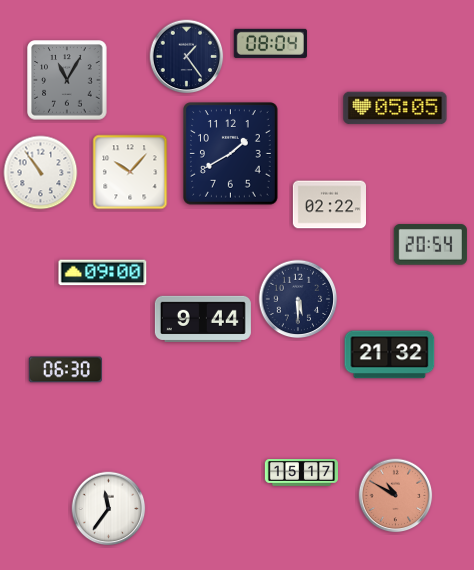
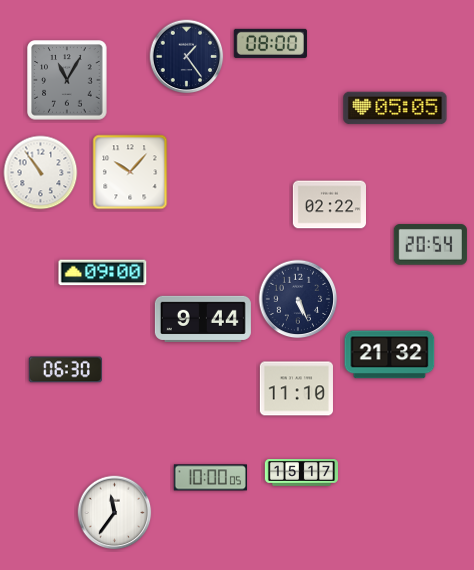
clock at (270, 43): 08:04 -> 08:00
clock at (231, 154): 1:40 -> none
clock at (298, 299): 5:30 -> 5:26
clock at (296, 389): none -> 11:10
clock at (210, 478): none -> 10:00
clock at (396, 496): 10:50 -> none
clock at (109, 509) position: (109, 509) -> (115, 513)
